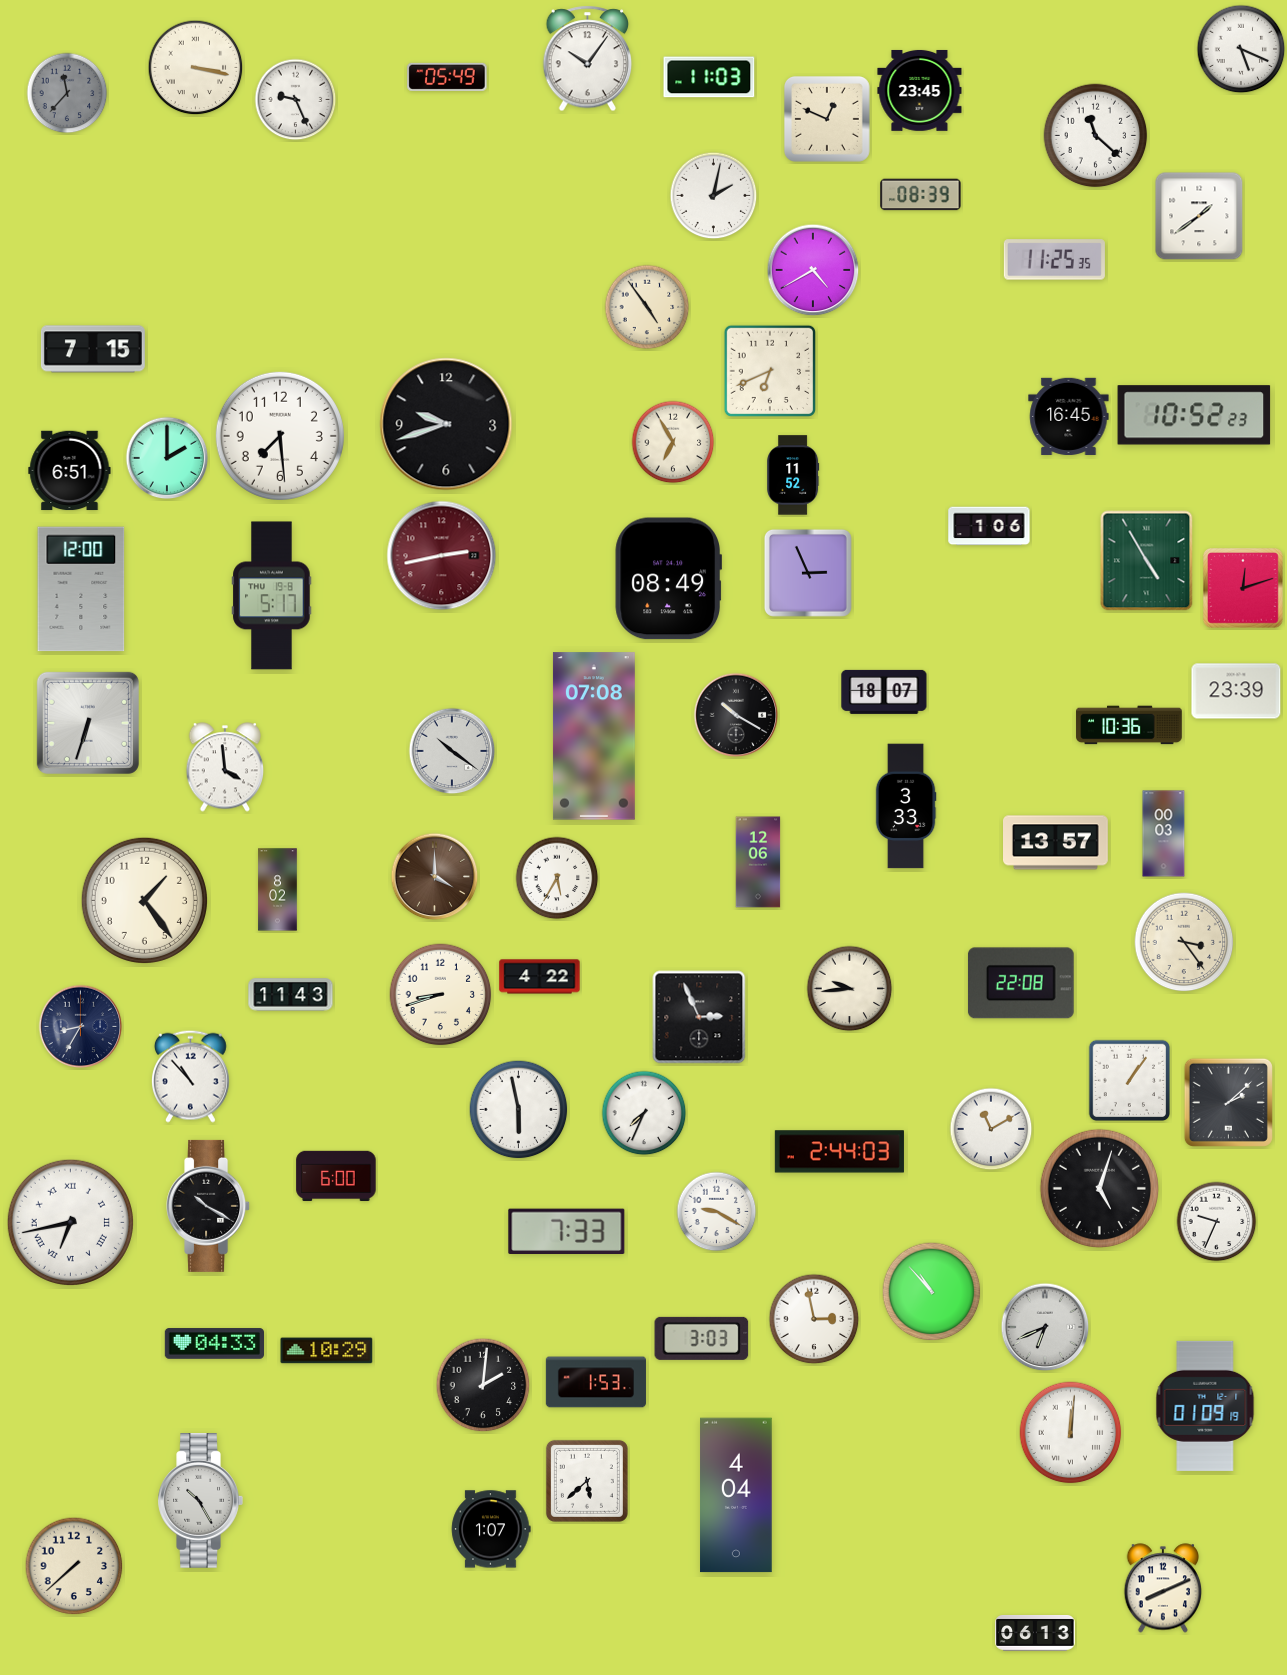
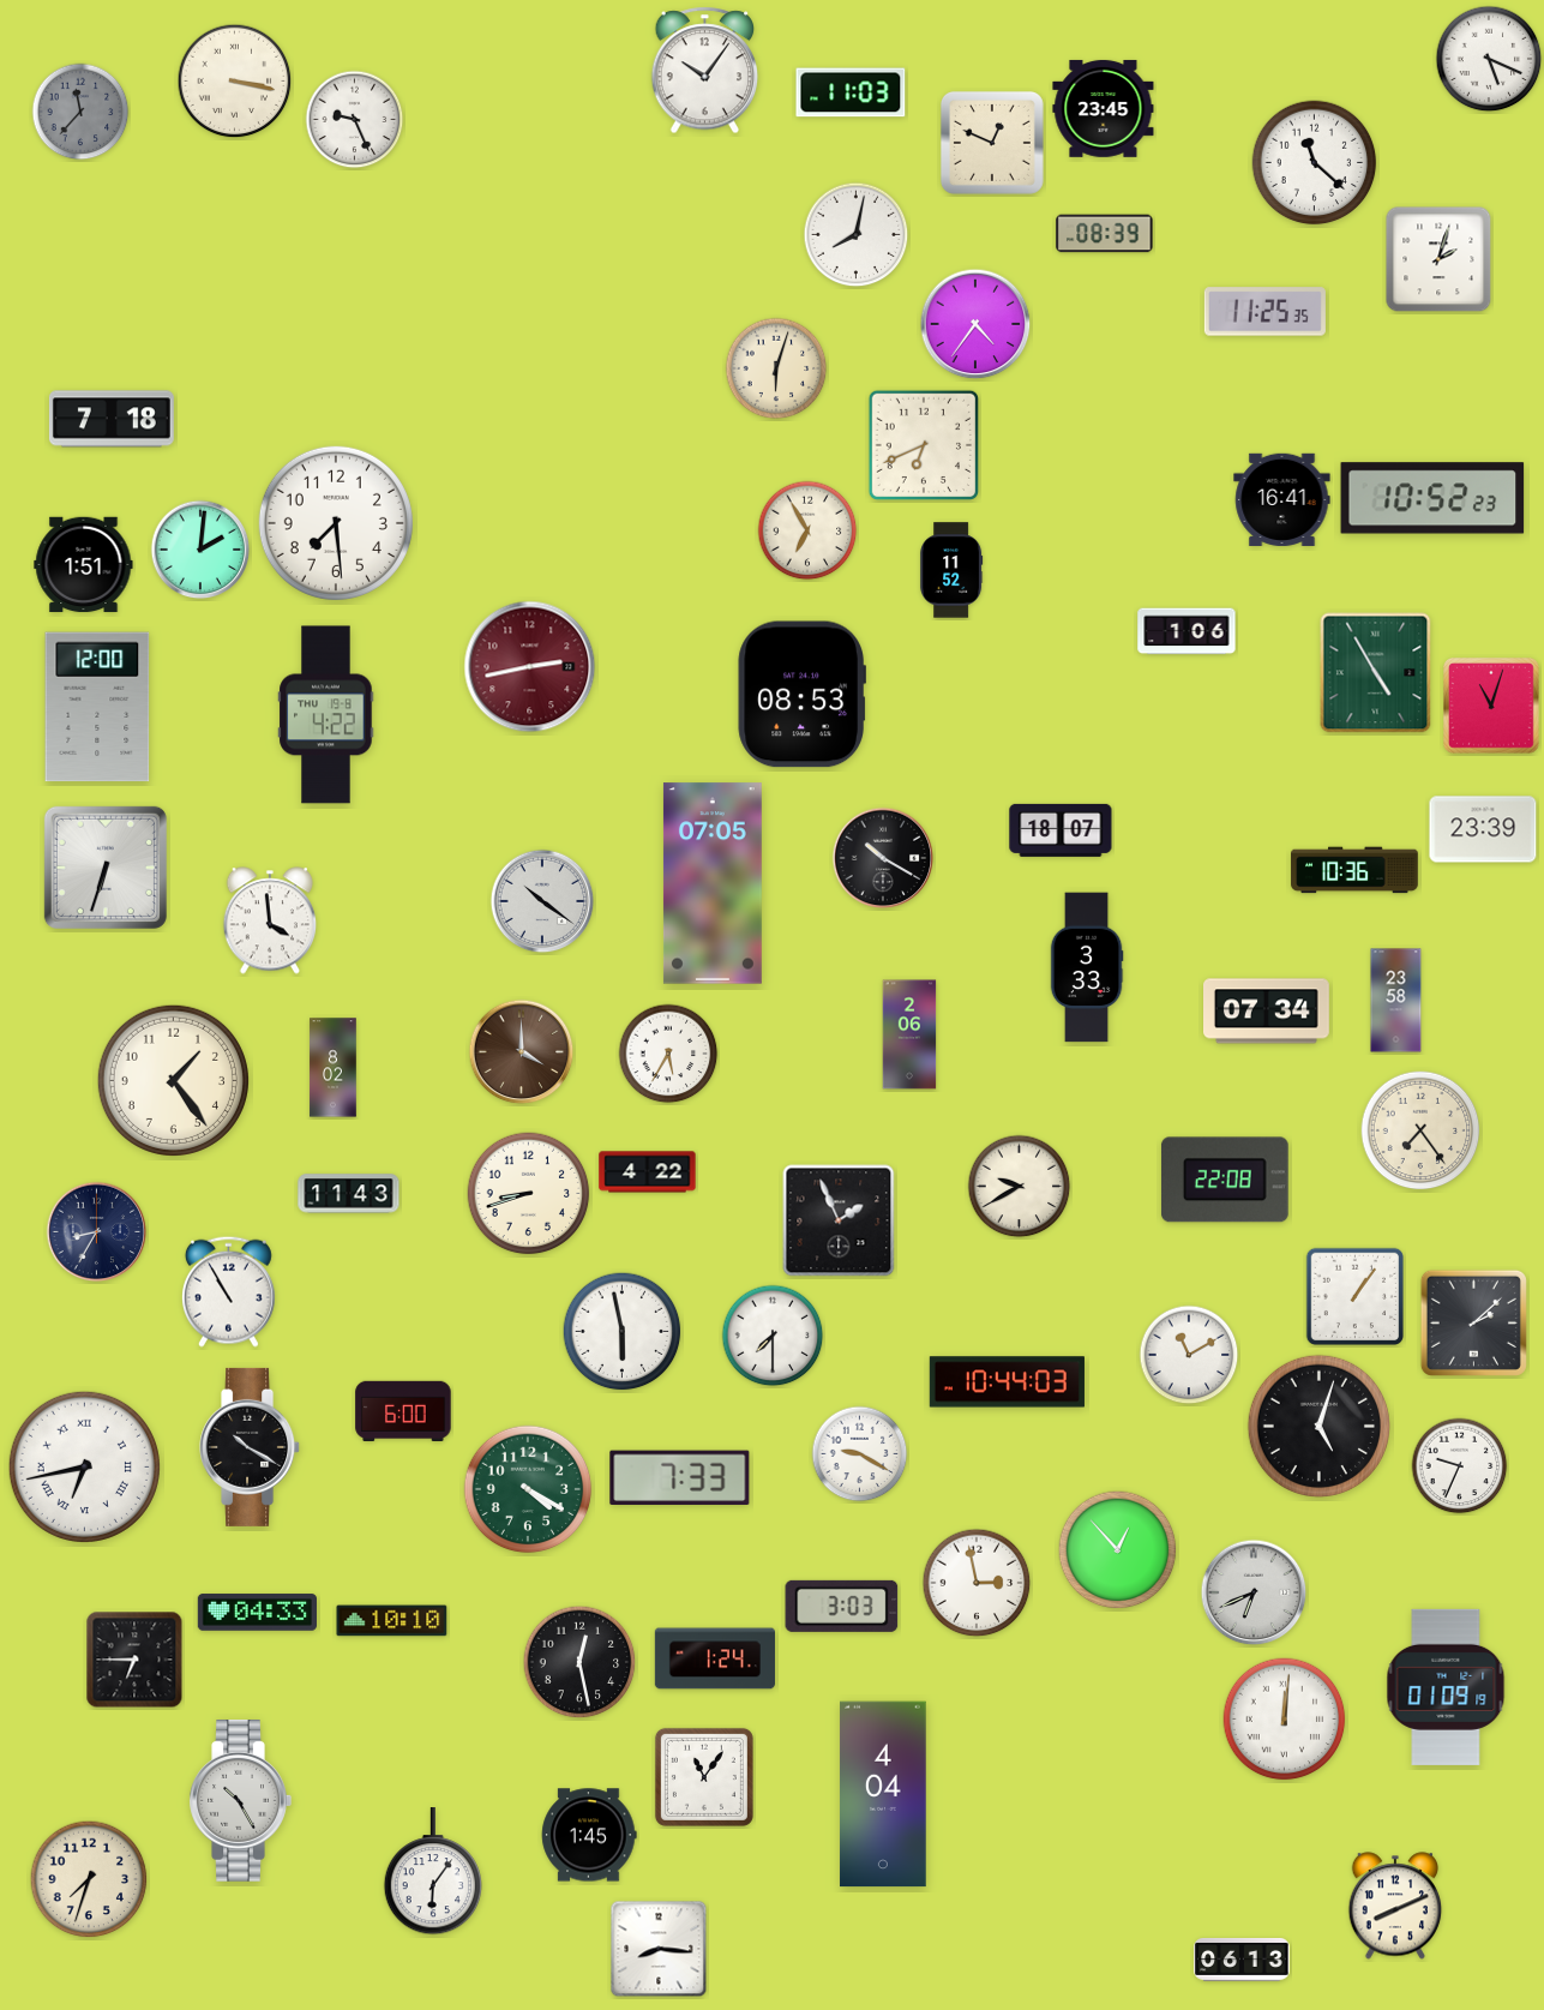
clock at (447, 77): 05:49 -> none
clock at (714, 196): 2:02 -> 8:02
clock at (1199, 216): 1:39 -> 2:03
clock at (813, 270): 4:40 -> 4:36
clock at (647, 307): 4:54 -> 6:03
clock at (93, 349): 7:15 -> 7:18
clock at (1069, 416): 16:45 -> 16:41
clock at (446, 424): 9:42 -> none
clock at (167, 458): 2:00 -> 2:01
clock at (70, 471): 6:51 -> 1:51
clock at (808, 573): 2:56 -> none
clock at (668, 579): 08:49 -> 08:53
clock at (1244, 589): 12:12 -> 11:03
clock at (272, 596): 5:17 -> 4:22
clock at (594, 736): 07:08 -> 07:05
clock at (1164, 834): 00:03 -> 23:58
clock at (1056, 843): 13:57 -> 07:34
clock at (758, 862): 12:06 -> 2:06
clock at (1184, 942): 3:24 -> 7:24
clock at (850, 989): 9:44 -> 9:40
clock at (699, 1017): 2:56 -> 1:56
clock at (190, 1076): 10:53 -> 10:55
clock at (644, 1113): 7:34 -> 7:30
clock at (839, 1152): 2:44 -> 10:44
clock at (528, 1489): none -> 4:20
clock at (932, 1292): 10:53 -> 12:53
clock at (327, 1351): 10:29 -> 10:10
clock at (596, 1382): 1:53 -> 1:24
clock at (134, 1660): none -> 6:45
clock at (483, 1385): 2:01 -> 12:28
clock at (587, 1481): 5:38 -> 11:06
clock at (491, 1529): 1:07 -> 1:45
clock at (432, 1872): none -> 6:06
clock at (74, 1566): 7:38 -> 7:33
clock at (659, 1949): none -> 8:16
